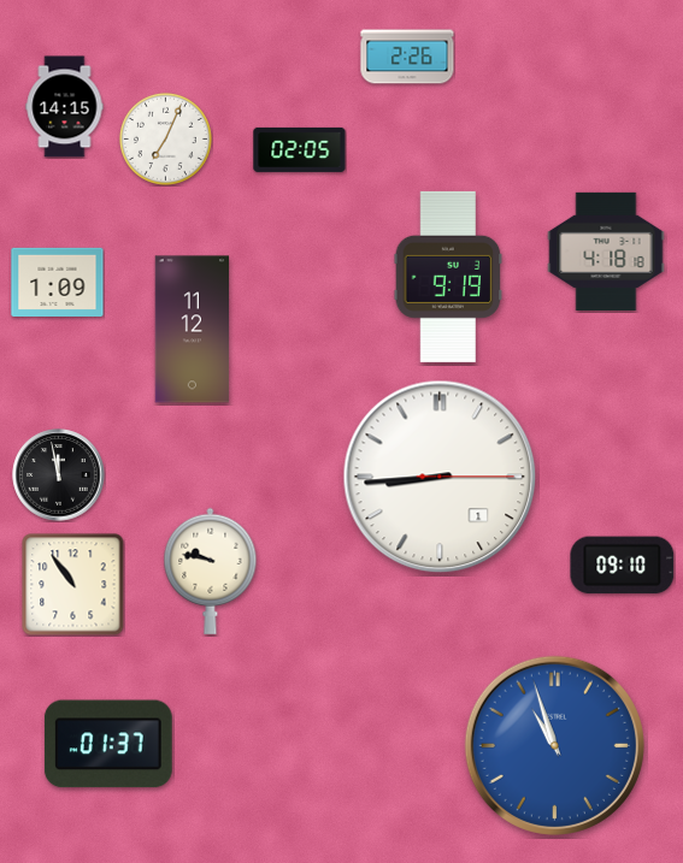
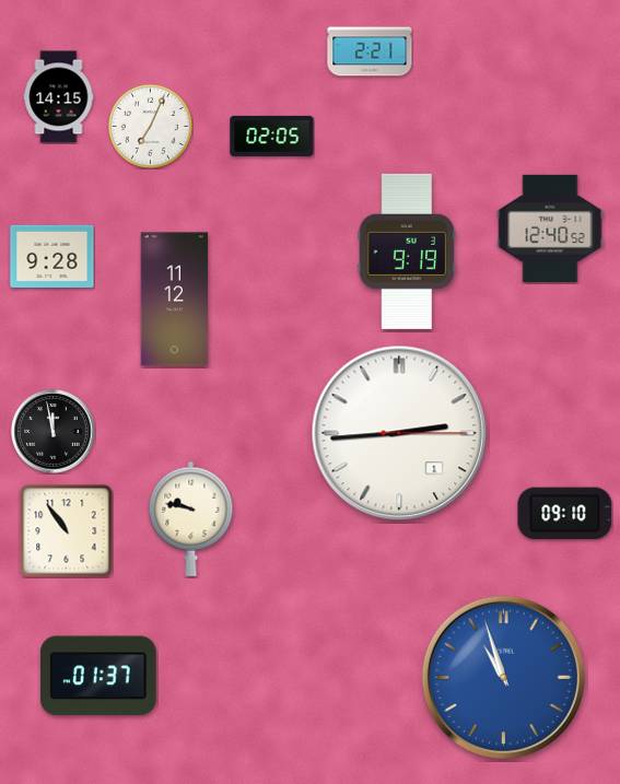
clock at (407, 57): 2:26 -> 2:21
clock at (606, 252): 4:18 -> 12:40
clock at (58, 282): 1:09 -> 9:28
clock at (440, 477): 8:44 -> 2:44
